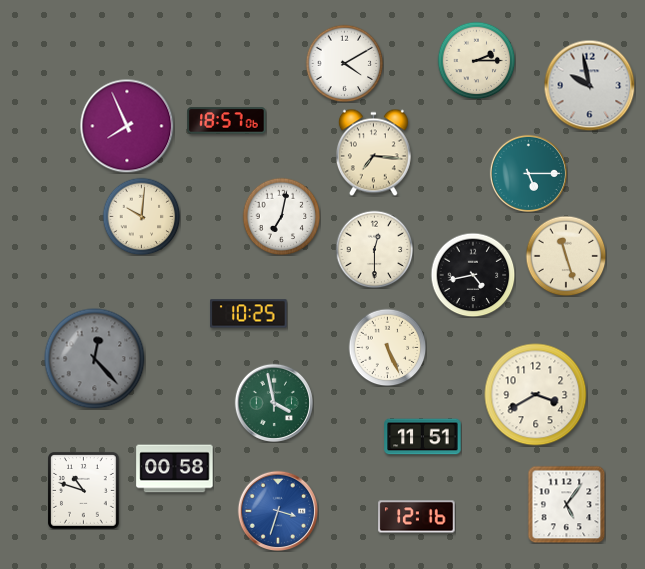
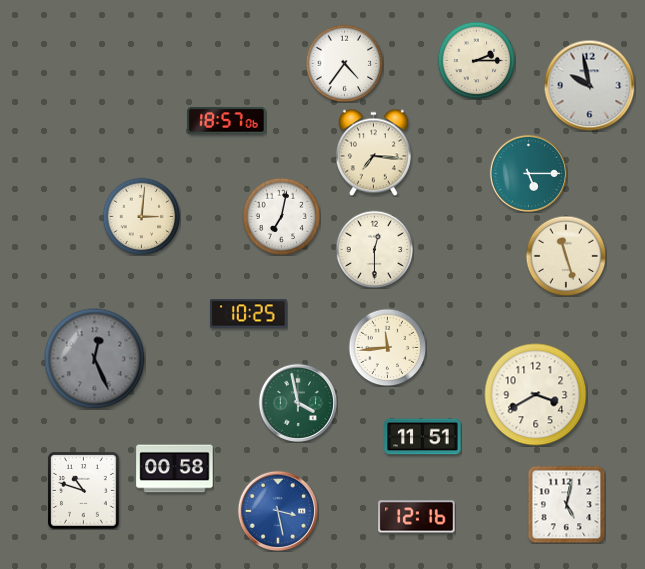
clock at (344, 63): 4:10 -> 4:36
clock at (127, 126): 7:56 -> none
clock at (141, 216): 10:01 -> 3:01
clock at (473, 275): 4:43 -> none
clock at (387, 347): 5:26 -> 11:44
clock at (95, 359): 12:23 -> 12:26
clock at (274, 403) position: (274, 403) -> (298, 403)
clock at (566, 504): 5:06 -> 5:02
clock at (277, 510): 3:33 -> 3:28
